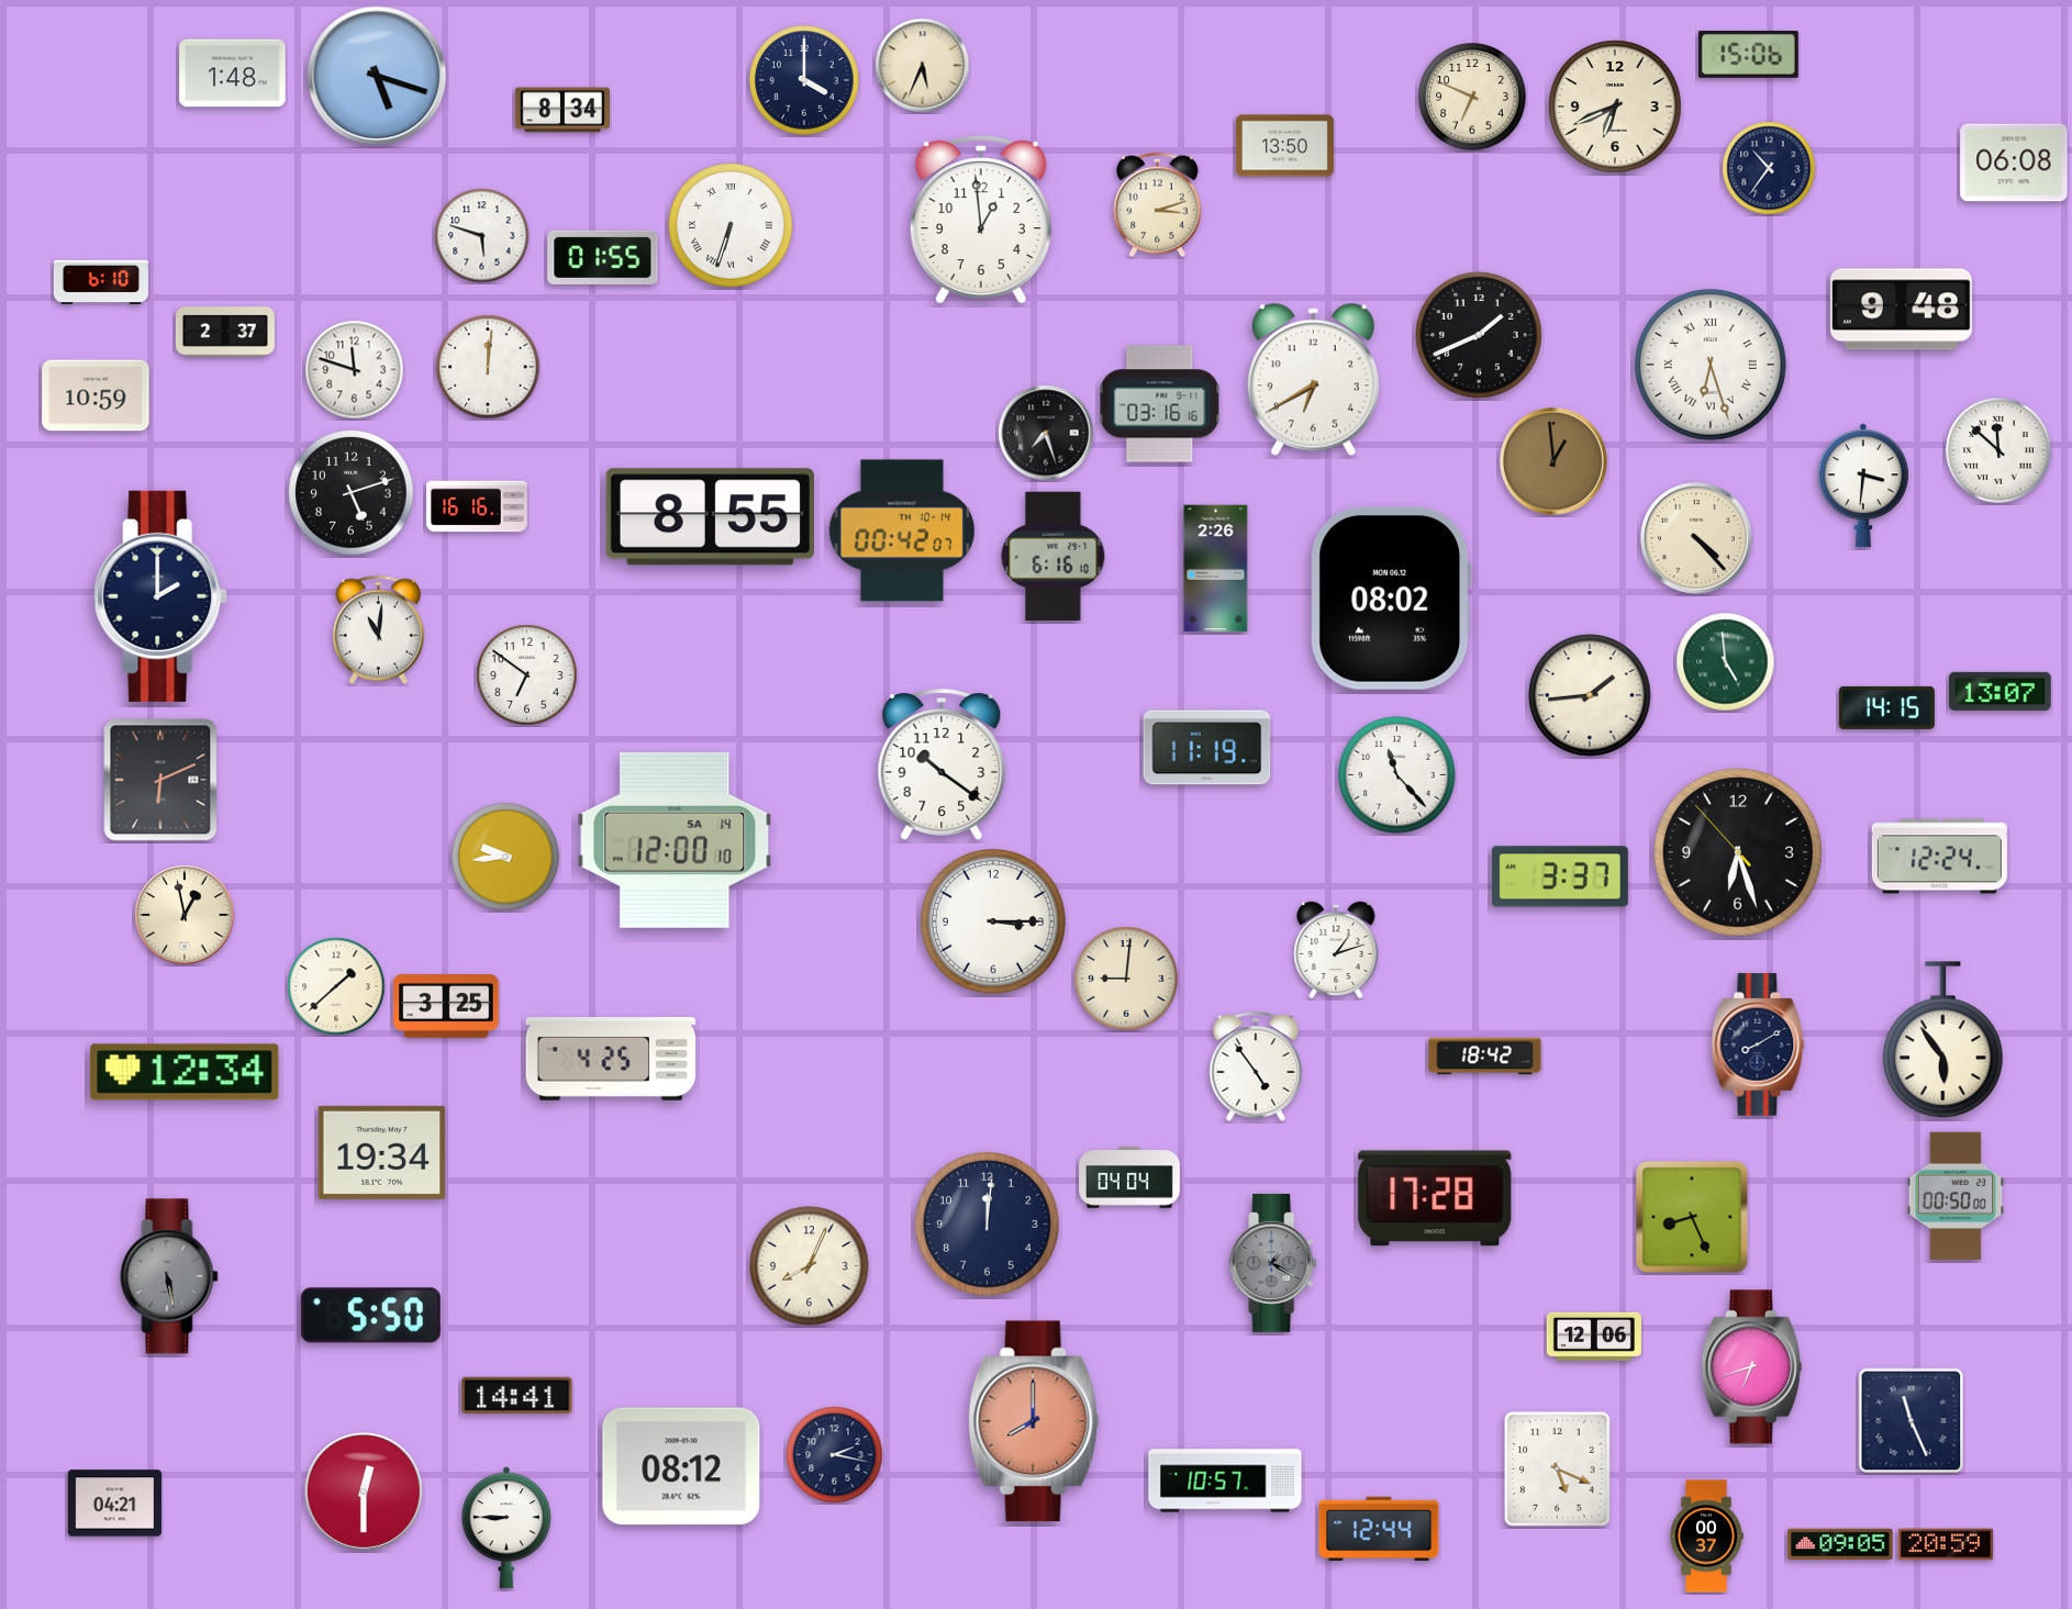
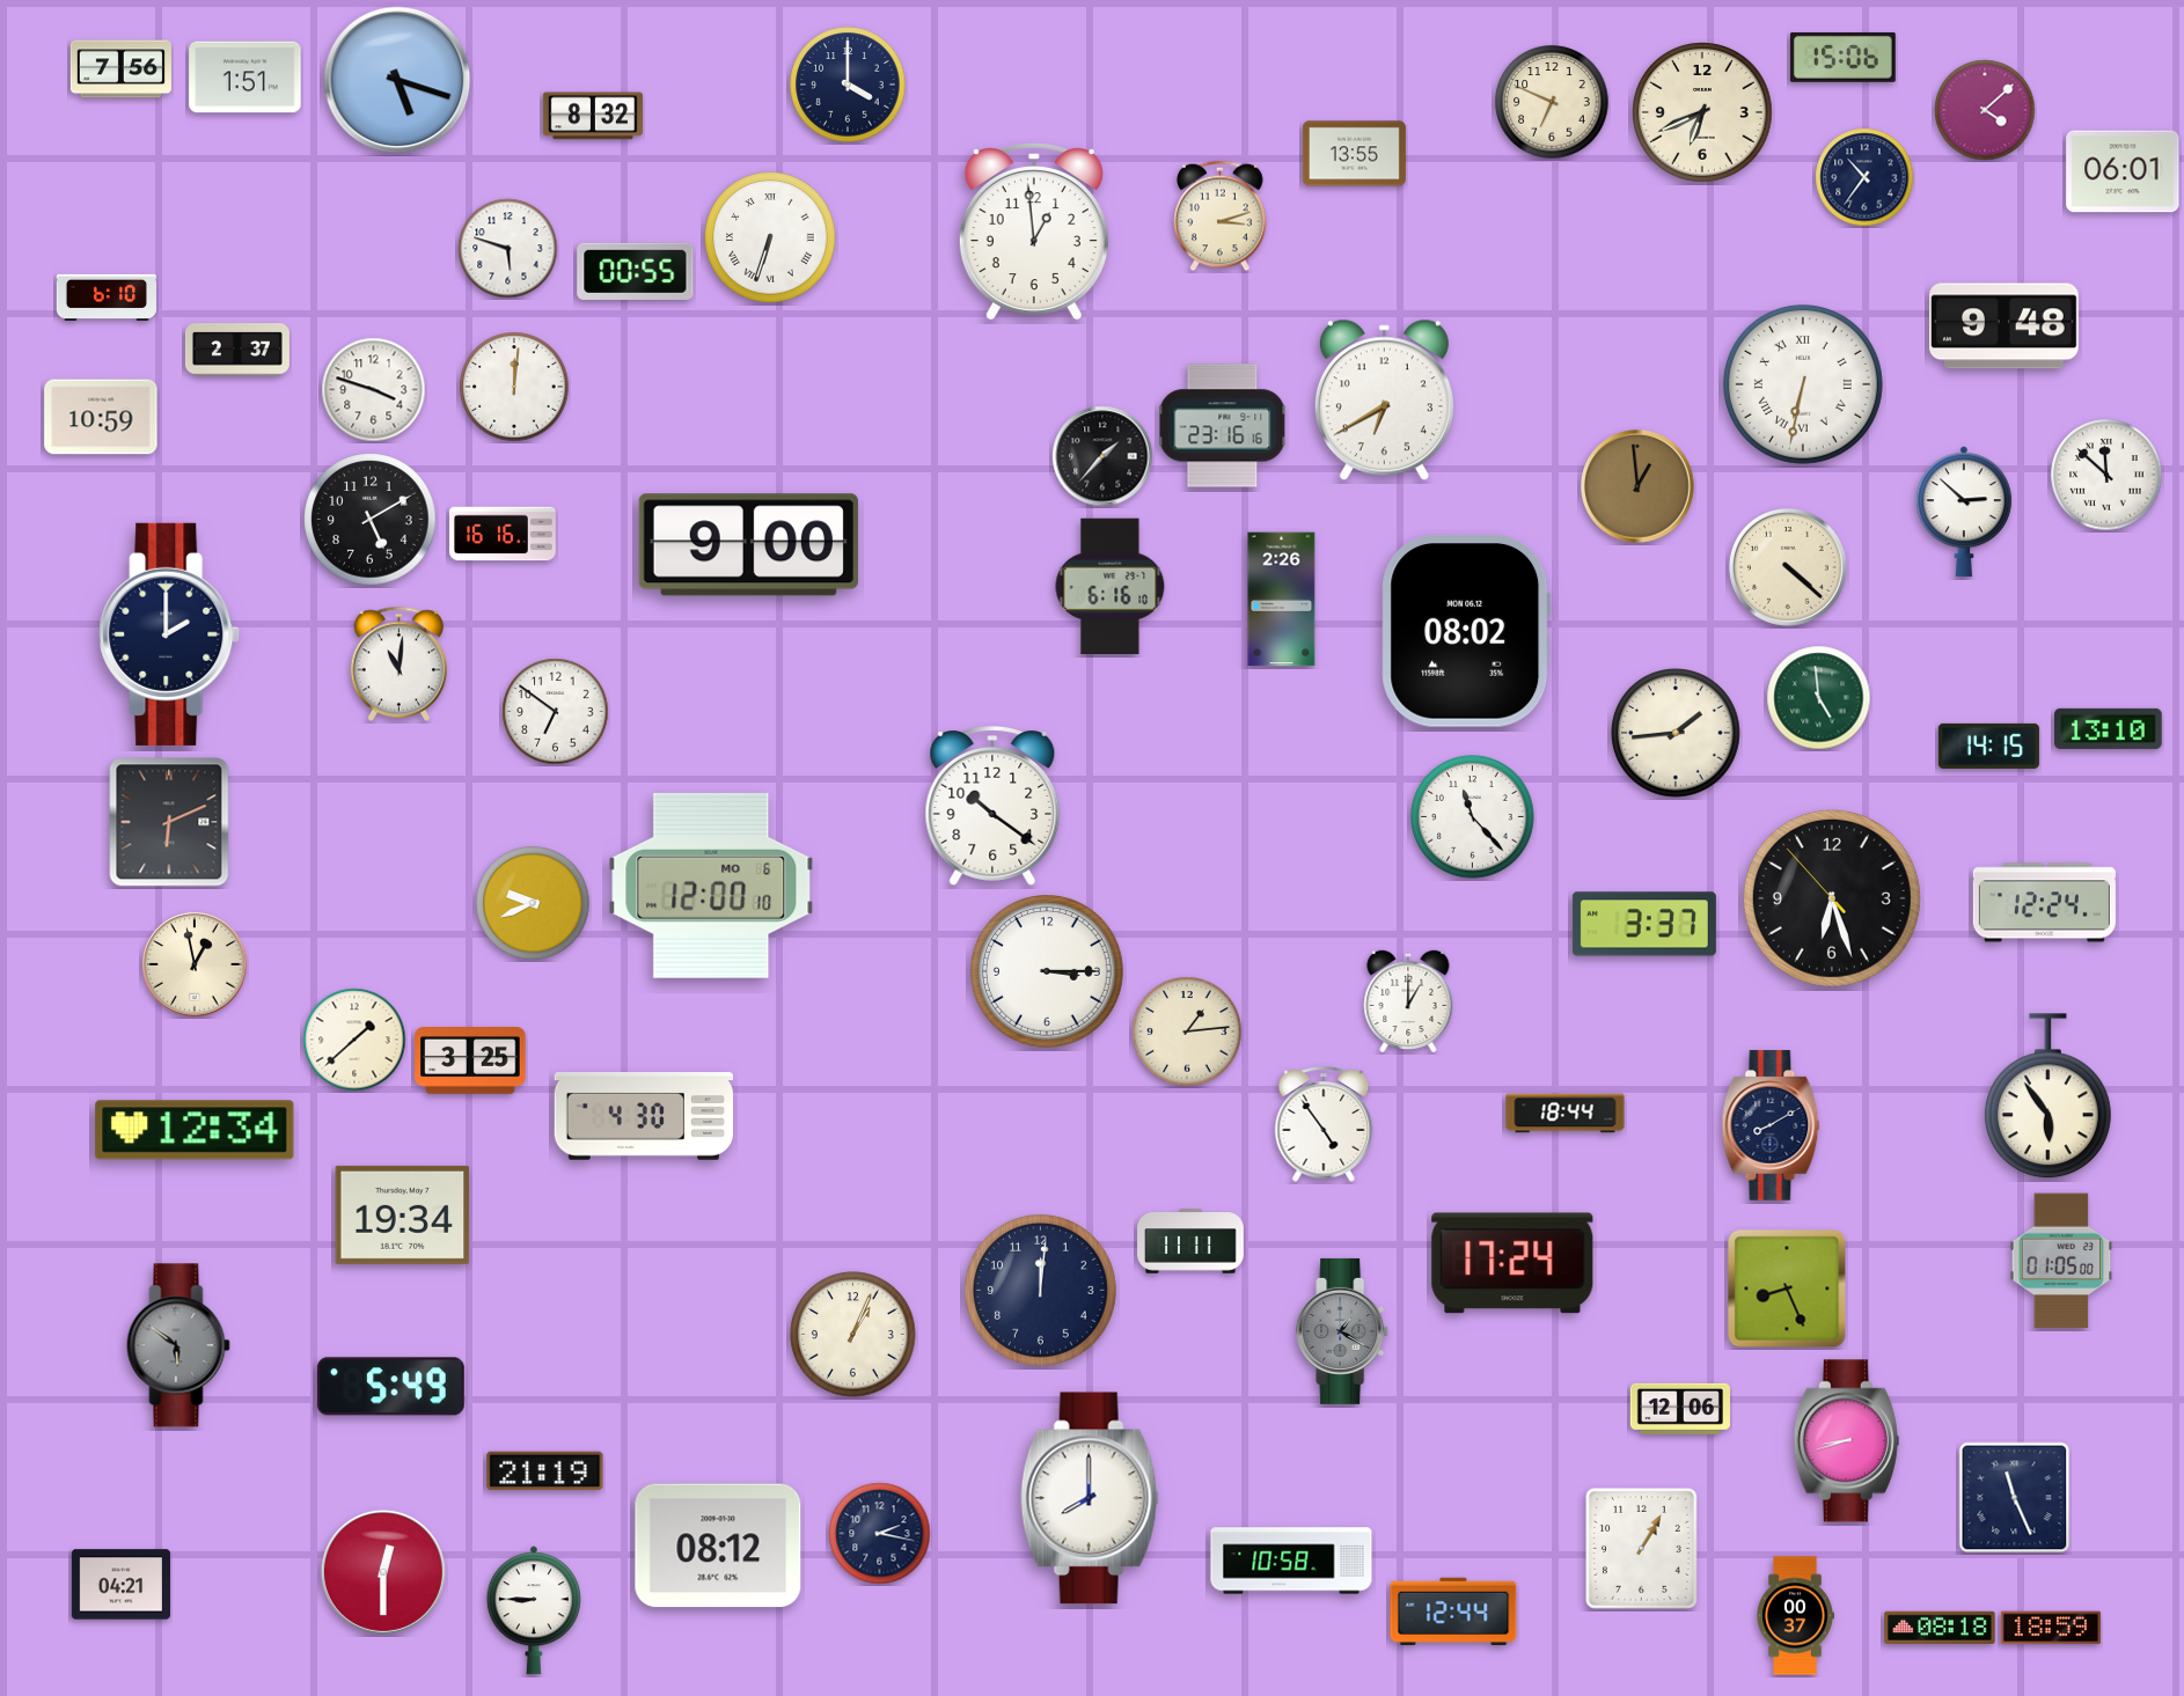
clock at (120, 69): none -> 7:56
clock at (923, 66): 5:34 -> none
clock at (233, 74): 1:48 -> 1:51
clock at (1985, 110): none -> 4:08
clock at (562, 110): 8:34 -> 8:32
clock at (1284, 146): 13:50 -> 13:55
clock at (2014, 163): 06:08 -> 06:01
clock at (603, 257): 01:55 -> 00:55
clock at (1479, 335): 1:41 -> none
clock at (1711, 365): 6:27 -> 6:32
clock at (355, 370): 11:48 -> 3:48
clock at (1160, 404): 03:16 -> 23:16
clock at (1046, 433): 7:27 -> 1:37
clock at (1863, 485): 3:31 -> 2:52
clock at (352, 493): 5:12 -> 5:10
clock at (710, 517): 8:55 -> 9:00
clock at (902, 530): 00:42 -> none
clock at (1696, 538): 4:23 -> 4:22
clock at (160, 596) position: (160, 596) -> (169, 634)
clock at (2001, 691): 13:07 -> 13:10
clock at (1207, 748): 11:19 -> none
clock at (675, 840) date: SA 14 -> MO 6
clock at (505, 857): 9:44 -> 9:41
clock at (1336, 949): 1:12 -> 1:00
clock at (1126, 979): 9:01 -> 1:14
clock at (1758, 1044) position: (1758, 1044) -> (1771, 1125)
clock at (1485, 1057): 18:42 -> 18:44
clock at (611, 1060): 4:25 -> 4:30
clock at (1129, 1177): 04:04 -> 11:11
clock at (1956, 1196): 00:50 -> 01:05
clock at (1435, 1198): 17:28 -> 17:24
clock at (1692, 1217) position: (1692, 1217) -> (1787, 1288)
clock at (810, 1266): 8:04 -> 1:04
clock at (169, 1276): 5:28 -> 5:51
clock at (370, 1316): 5:50 -> 5:49
clock at (1751, 1367): 6:42 -> 8:42
clock at (517, 1395): 14:41 -> 21:19
clock at (1034, 1421) dial: salmon -> white
clock at (1557, 1468): 5:19 -> 1:05
clock at (1225, 1480): 10:57 -> 10:58
clock at (1706, 1537) position: (1706, 1537) -> (1795, 1616)
clock at (1840, 1544): 09:05 -> 08:18
clock at (1946, 1544): 20:59 -> 18:59
